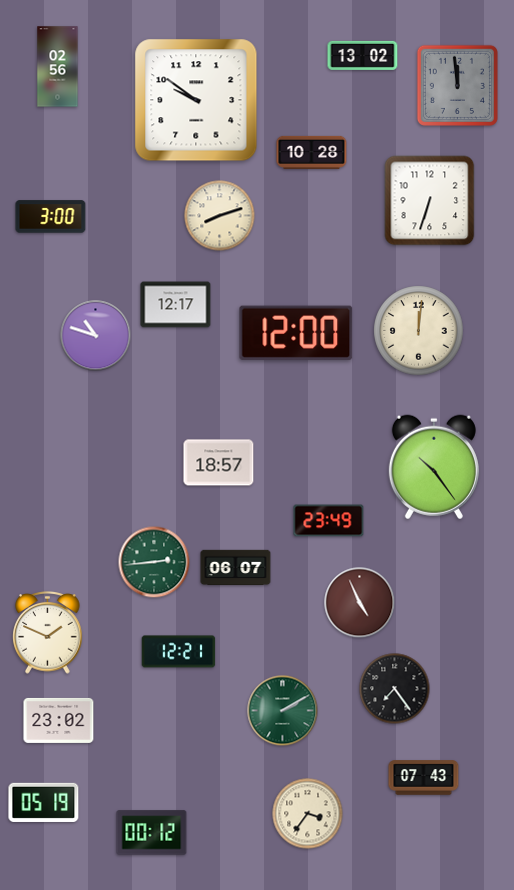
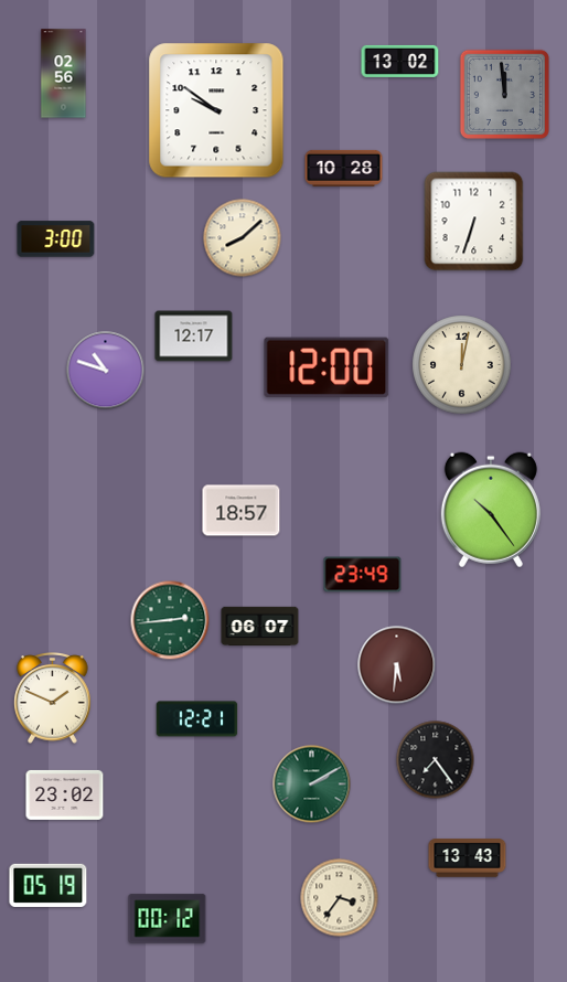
clock at (220, 216): 8:12 -> 8:08
clock at (419, 331): 12:01 -> 12:02
clock at (434, 467) position: (434, 467) -> (491, 510)
clock at (360, 603): 4:56 -> 5:31
clock at (424, 778): 07:43 -> 13:43
